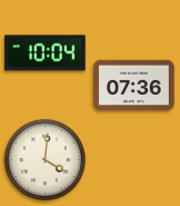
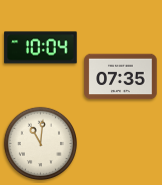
clock at (134, 86): 07:36 -> 07:35
clock at (44, 159): 4:01 -> 11:01
